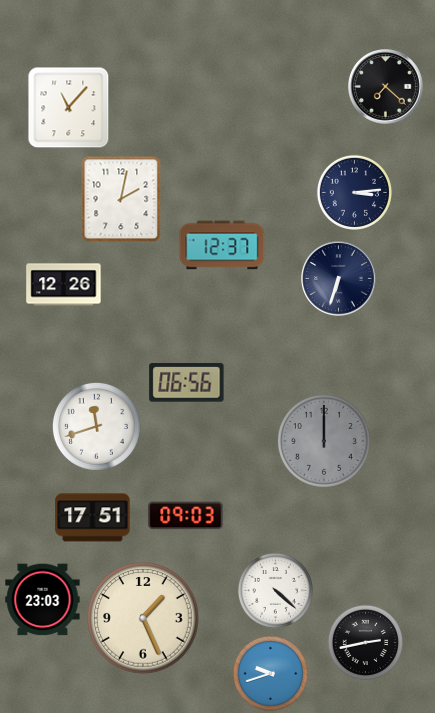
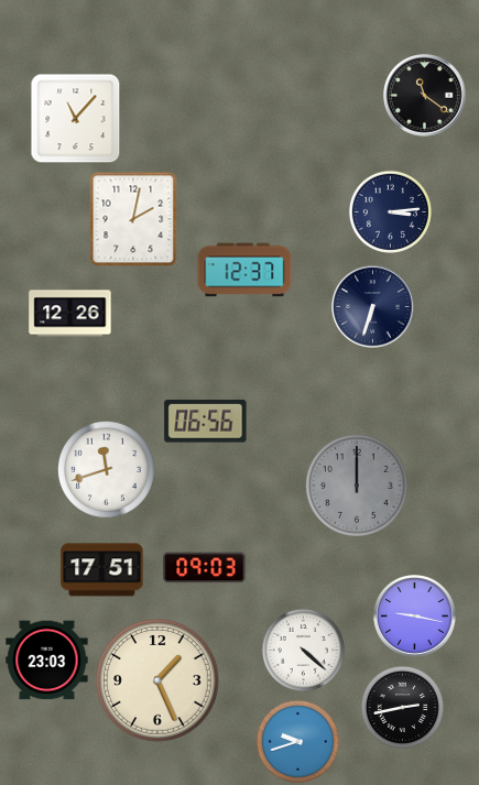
clock at (386, 87): 7:22 -> 11:21
clock at (415, 617): none -> 9:17
